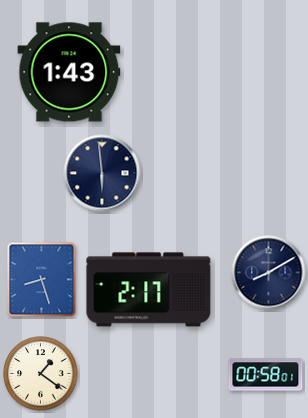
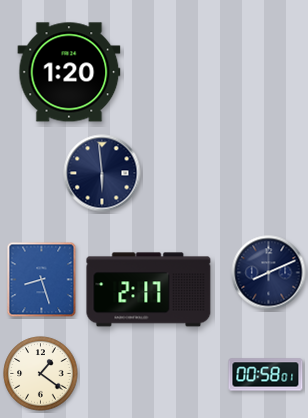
clock at (69, 72): 1:43 -> 1:20
clock at (269, 273): 8:10 -> 8:11
